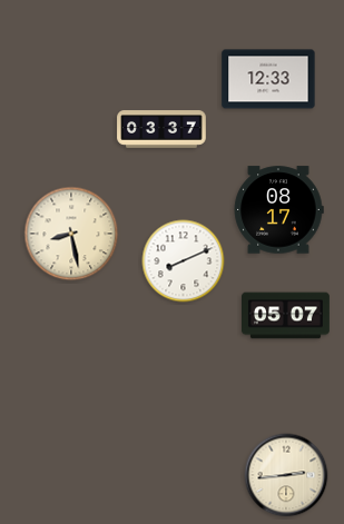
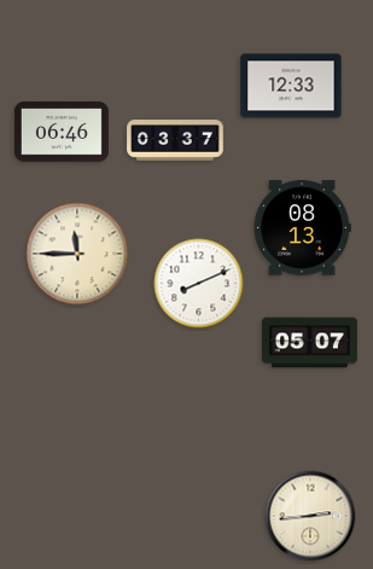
clock at (62, 132): none -> 06:46
clock at (278, 210): 08:17 -> 08:13
clock at (71, 234): 8:28 -> 11:45
